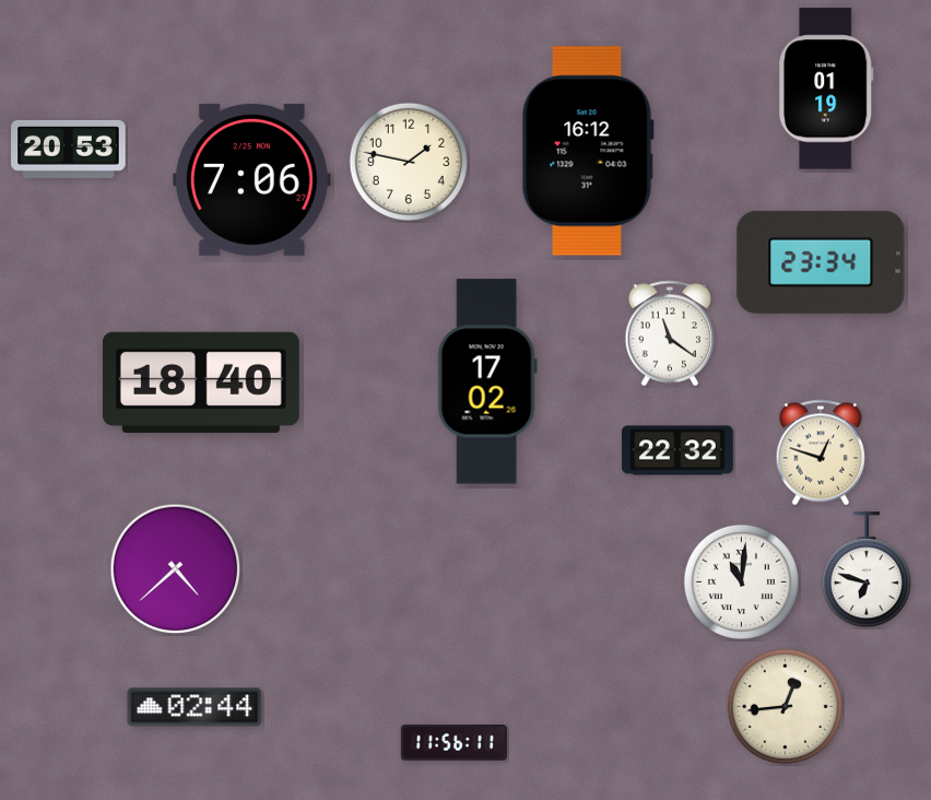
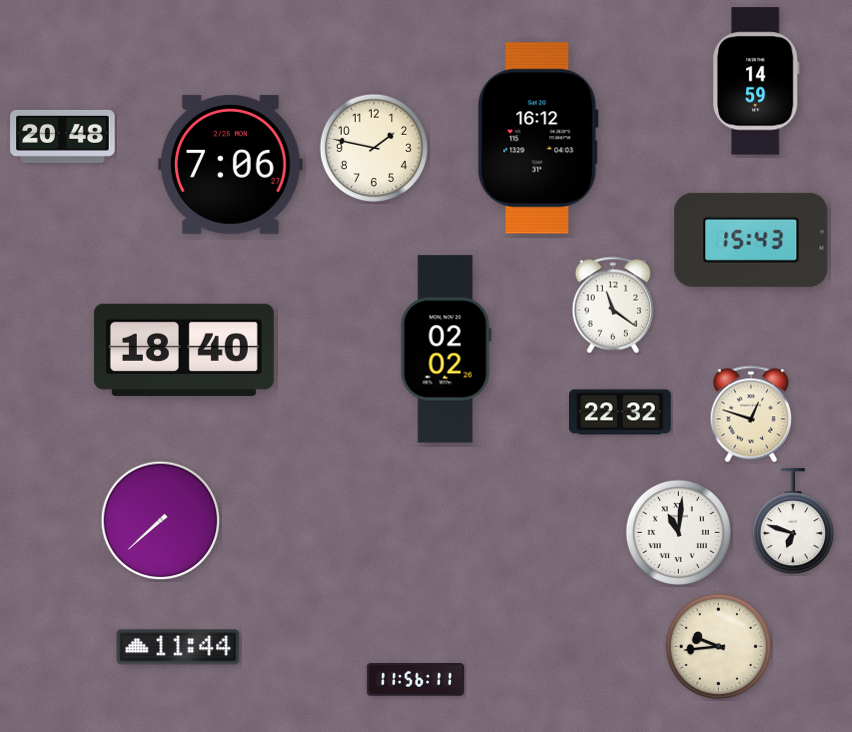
clock at (827, 89): 01:19 -> 14:59
clock at (69, 149): 20:53 -> 20:48
clock at (821, 262): 23:34 -> 15:43
clock at (487, 381): 17:02 -> 02:02
clock at (176, 569): 4:38 -> 7:38
clock at (785, 706): 12:44 -> 9:44
clock at (195, 707): 02:44 -> 11:44
